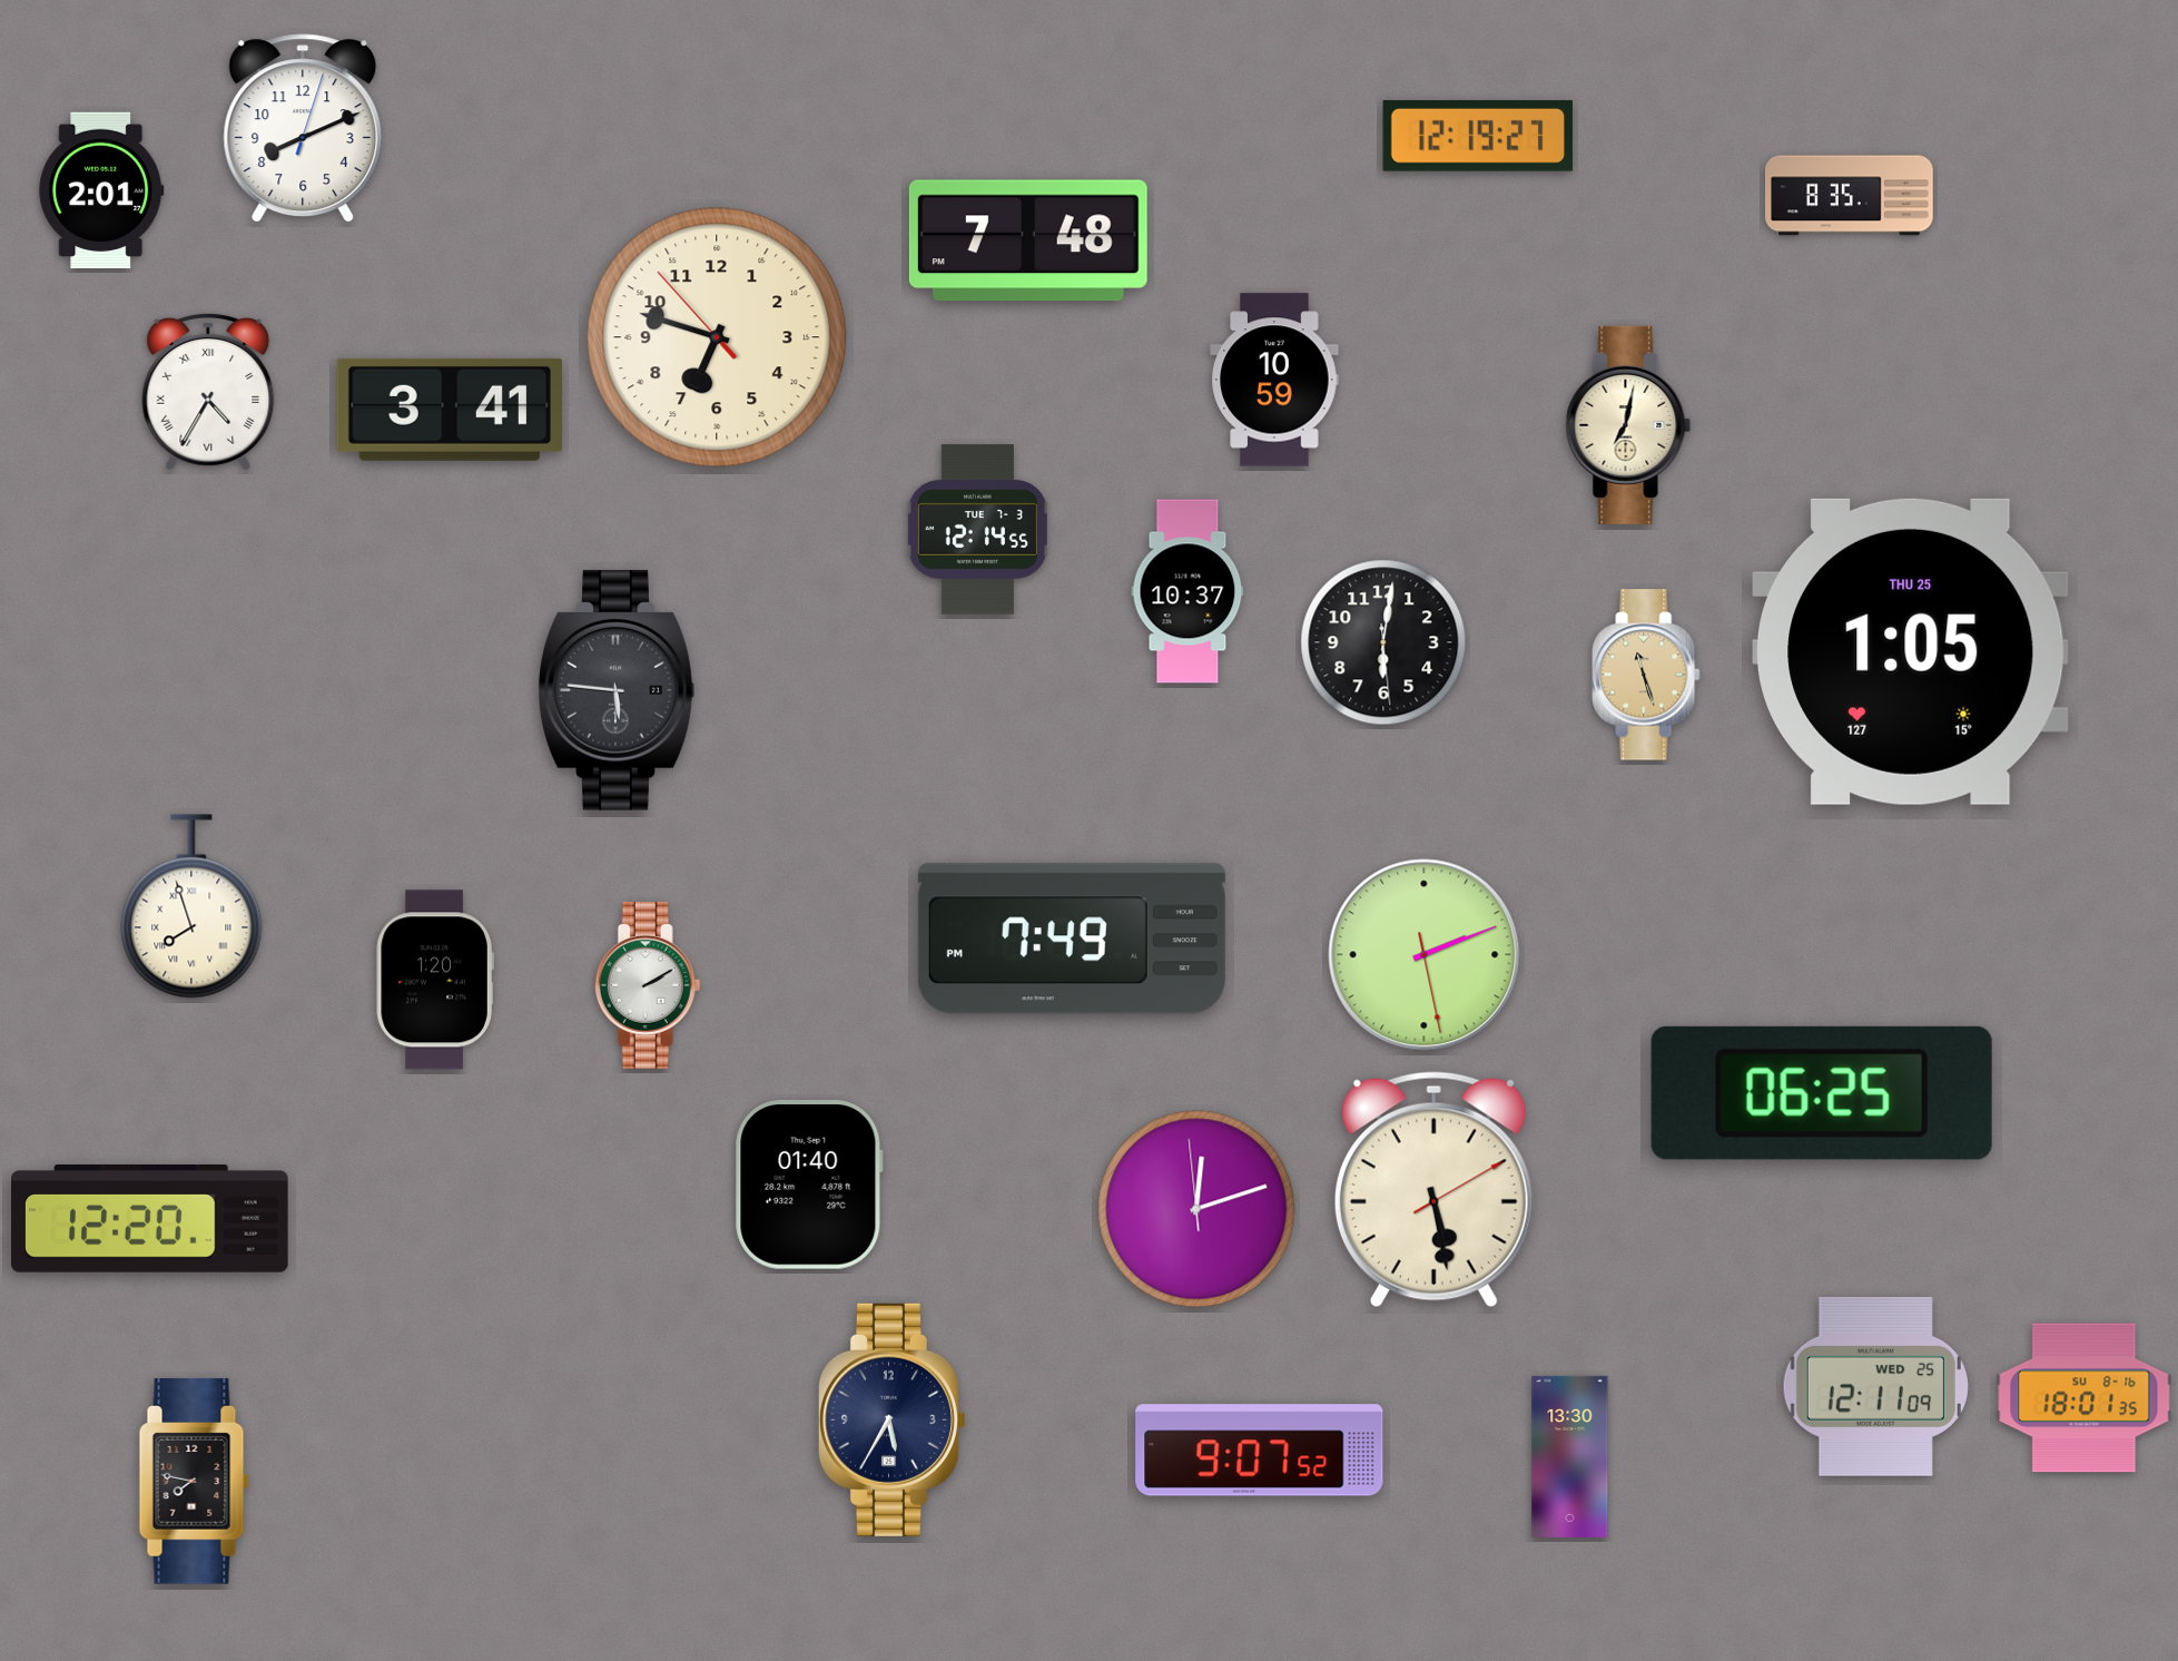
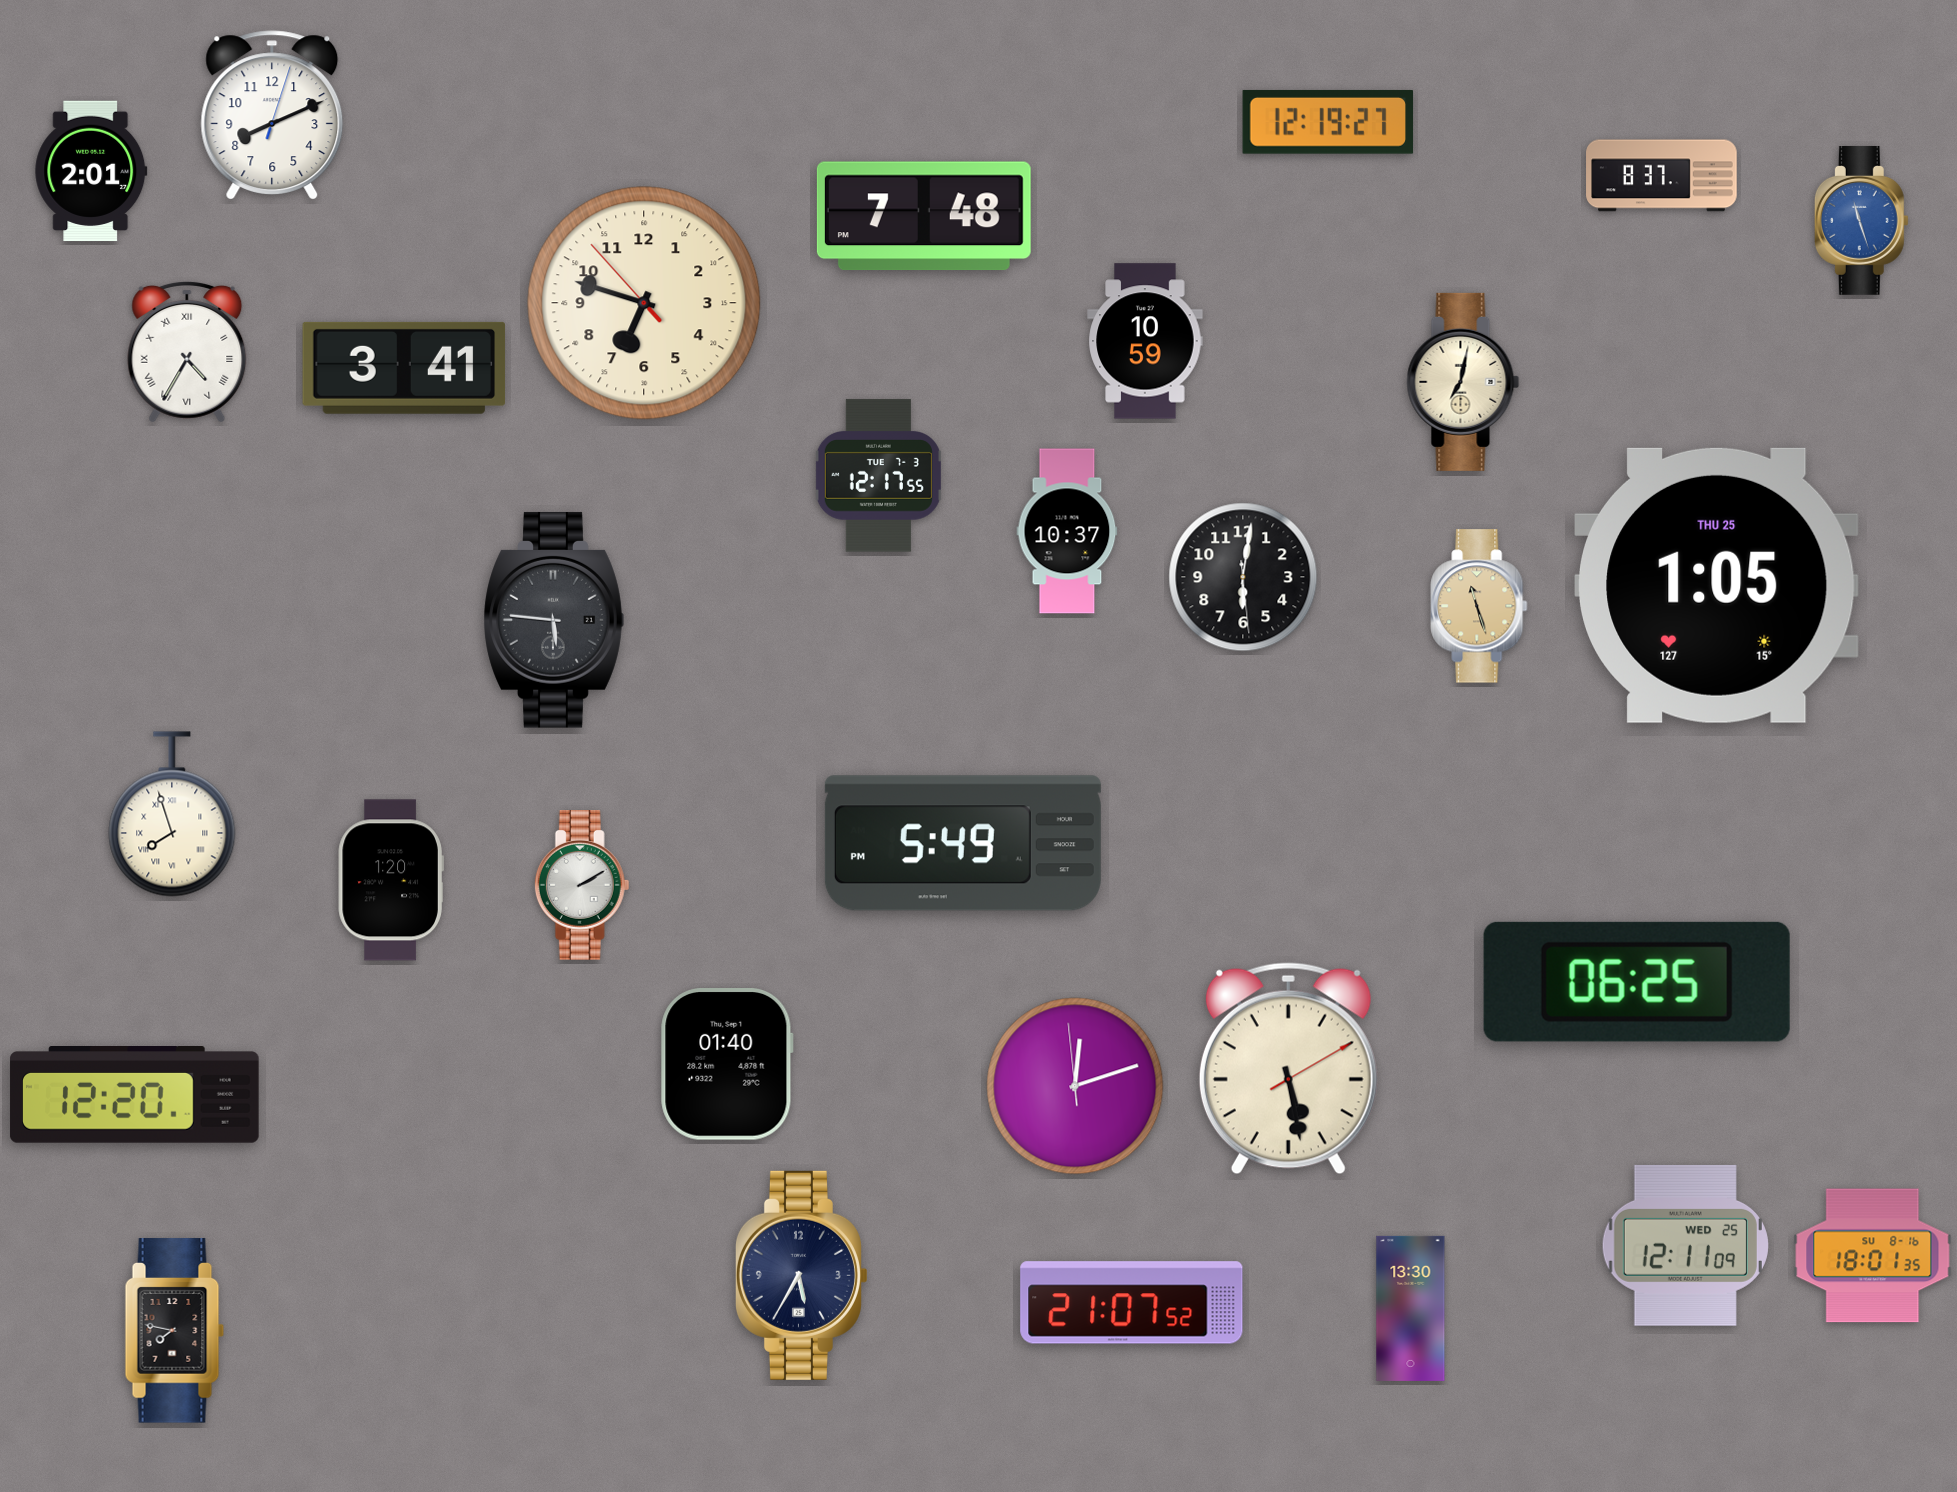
clock at (1850, 196): 8:35 -> 8:37
clock at (1861, 220): none -> 11:27
clock at (977, 530): 12:14 -> 12:17
clock at (1072, 938): 7:49 -> 5:49
clock at (1425, 955): 2:11 -> none
clock at (1260, 1451): 9:07 -> 21:07
